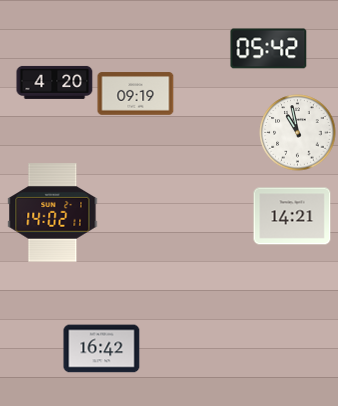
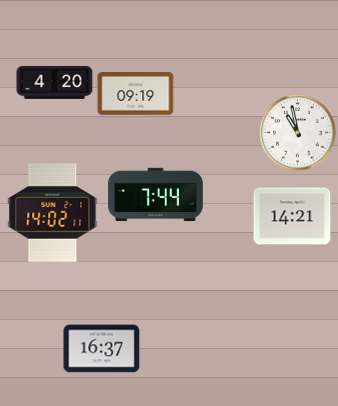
clock at (269, 49): 05:42 -> none
clock at (156, 195): none -> 7:44
clock at (102, 349): 16:42 -> 16:37
